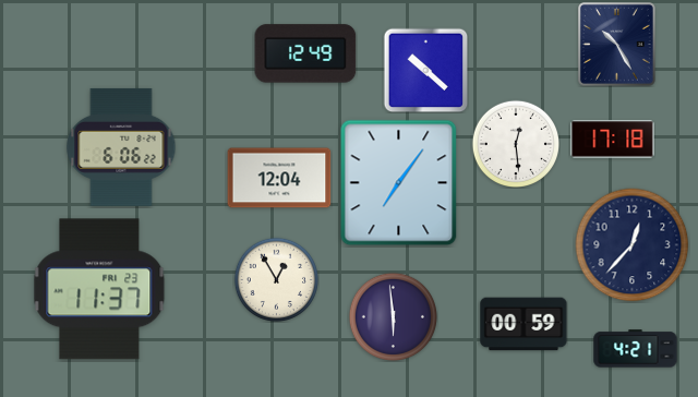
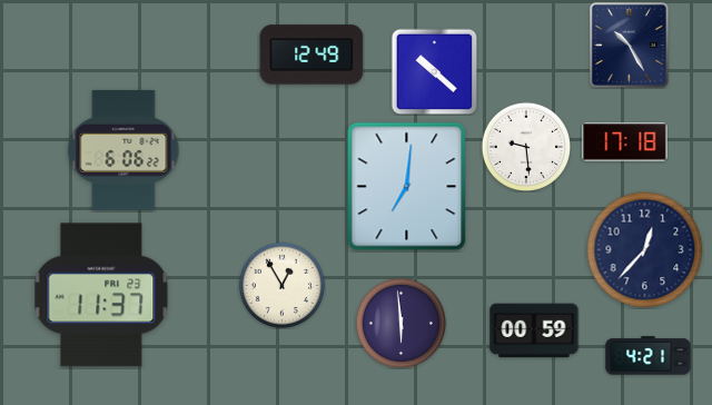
clock at (515, 143): 12:29 -> 9:29
clock at (279, 178): 12:04 -> none
clock at (399, 183): 7:06 -> 7:01
